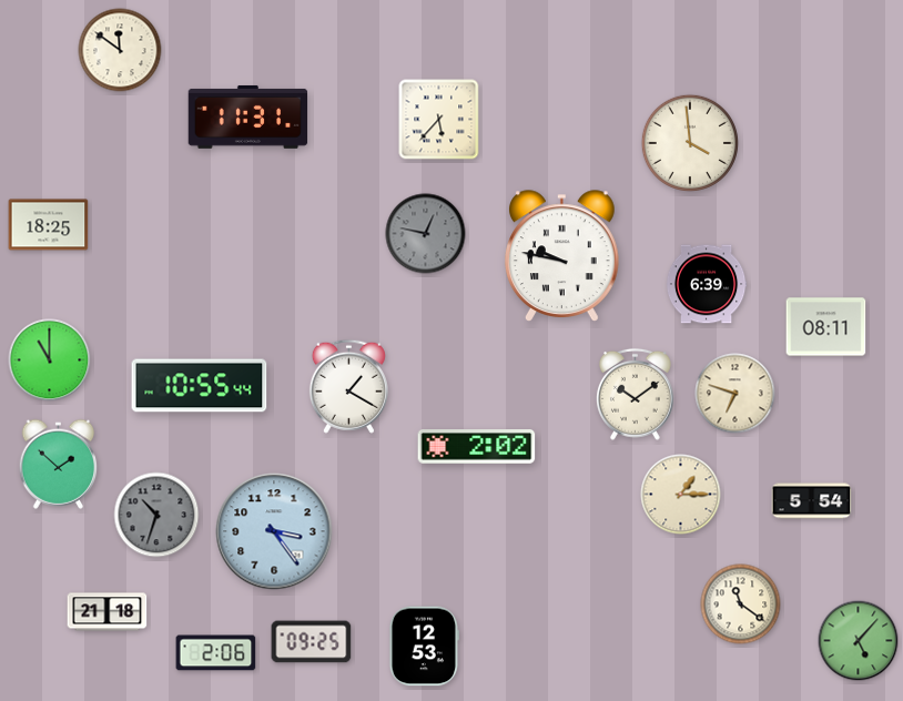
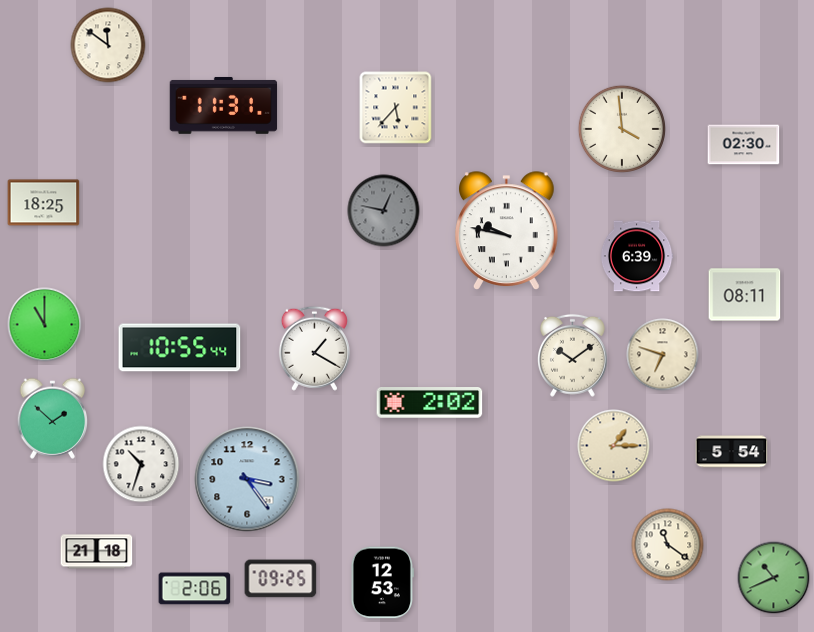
clock at (744, 145): none -> 02:30
clock at (156, 515) dial: grey -> white
clock at (859, 641): 5:07 -> 10:41
